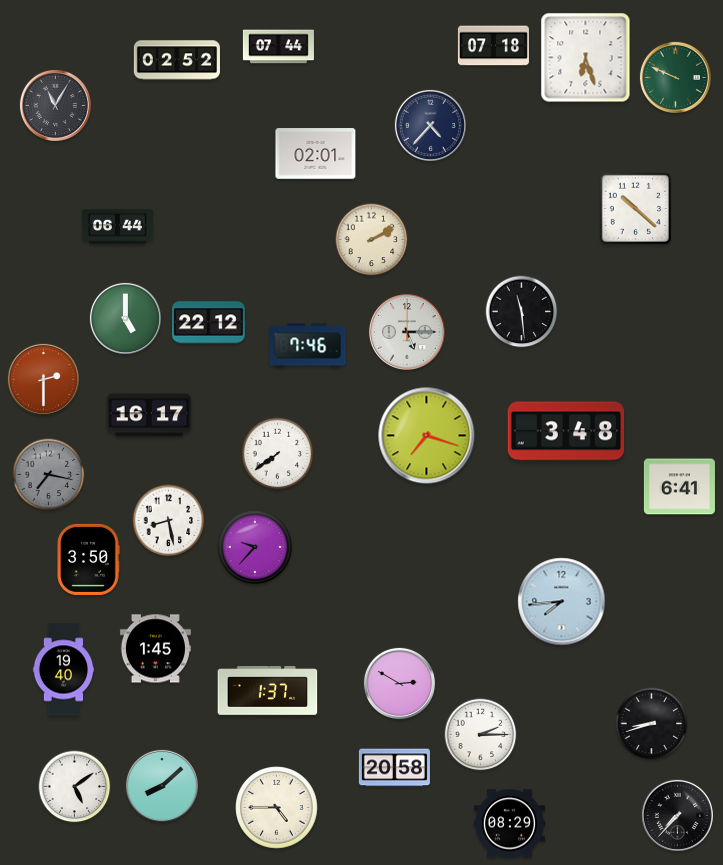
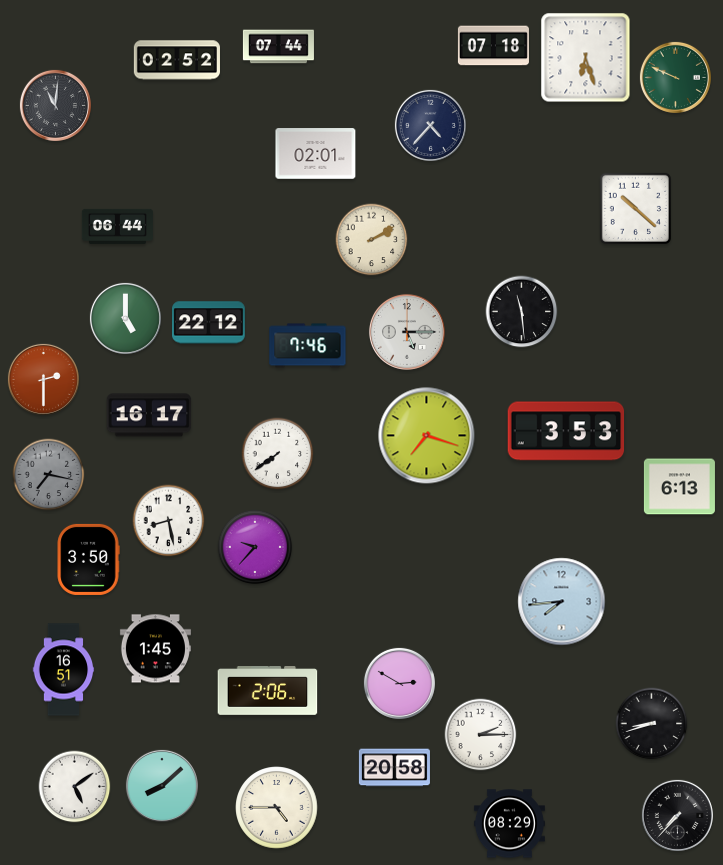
clock at (55, 105): 11:05 -> 11:01
clock at (566, 431): 3:48 -> 3:53
clock at (679, 487): 6:41 -> 6:13
clock at (64, 670): 19:40 -> 16:51
clock at (268, 691): 1:37 -> 2:06
